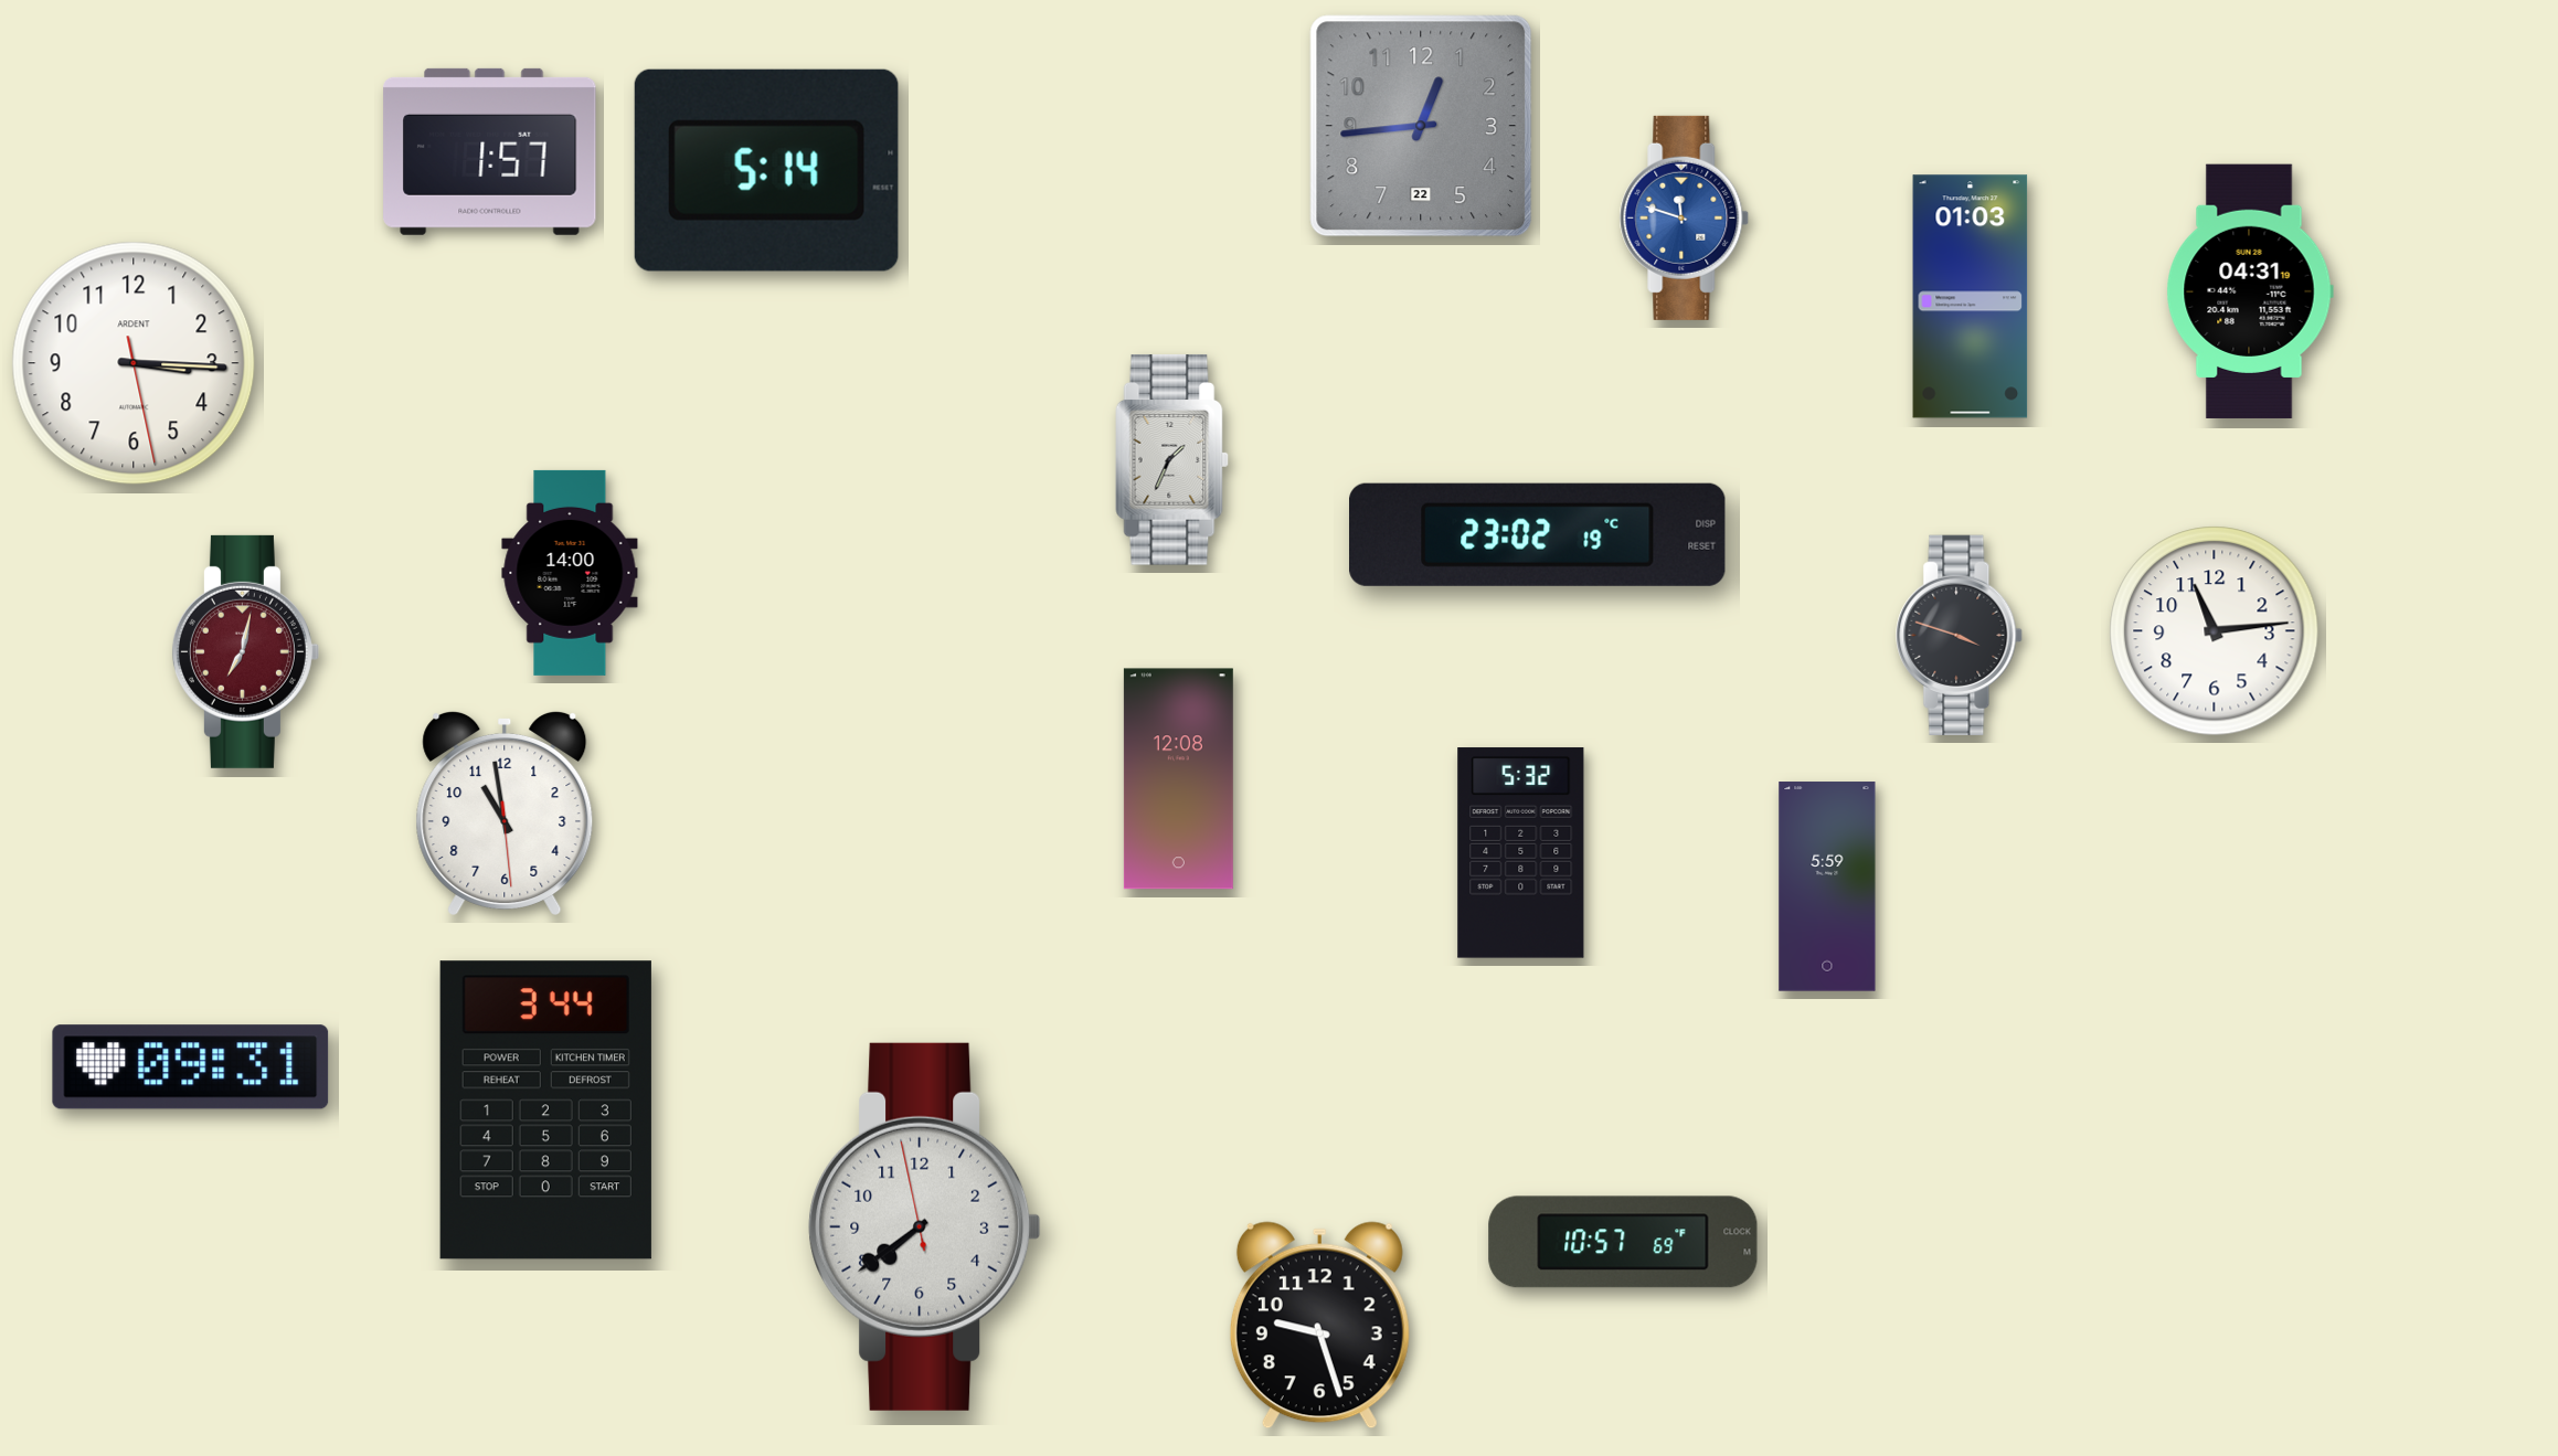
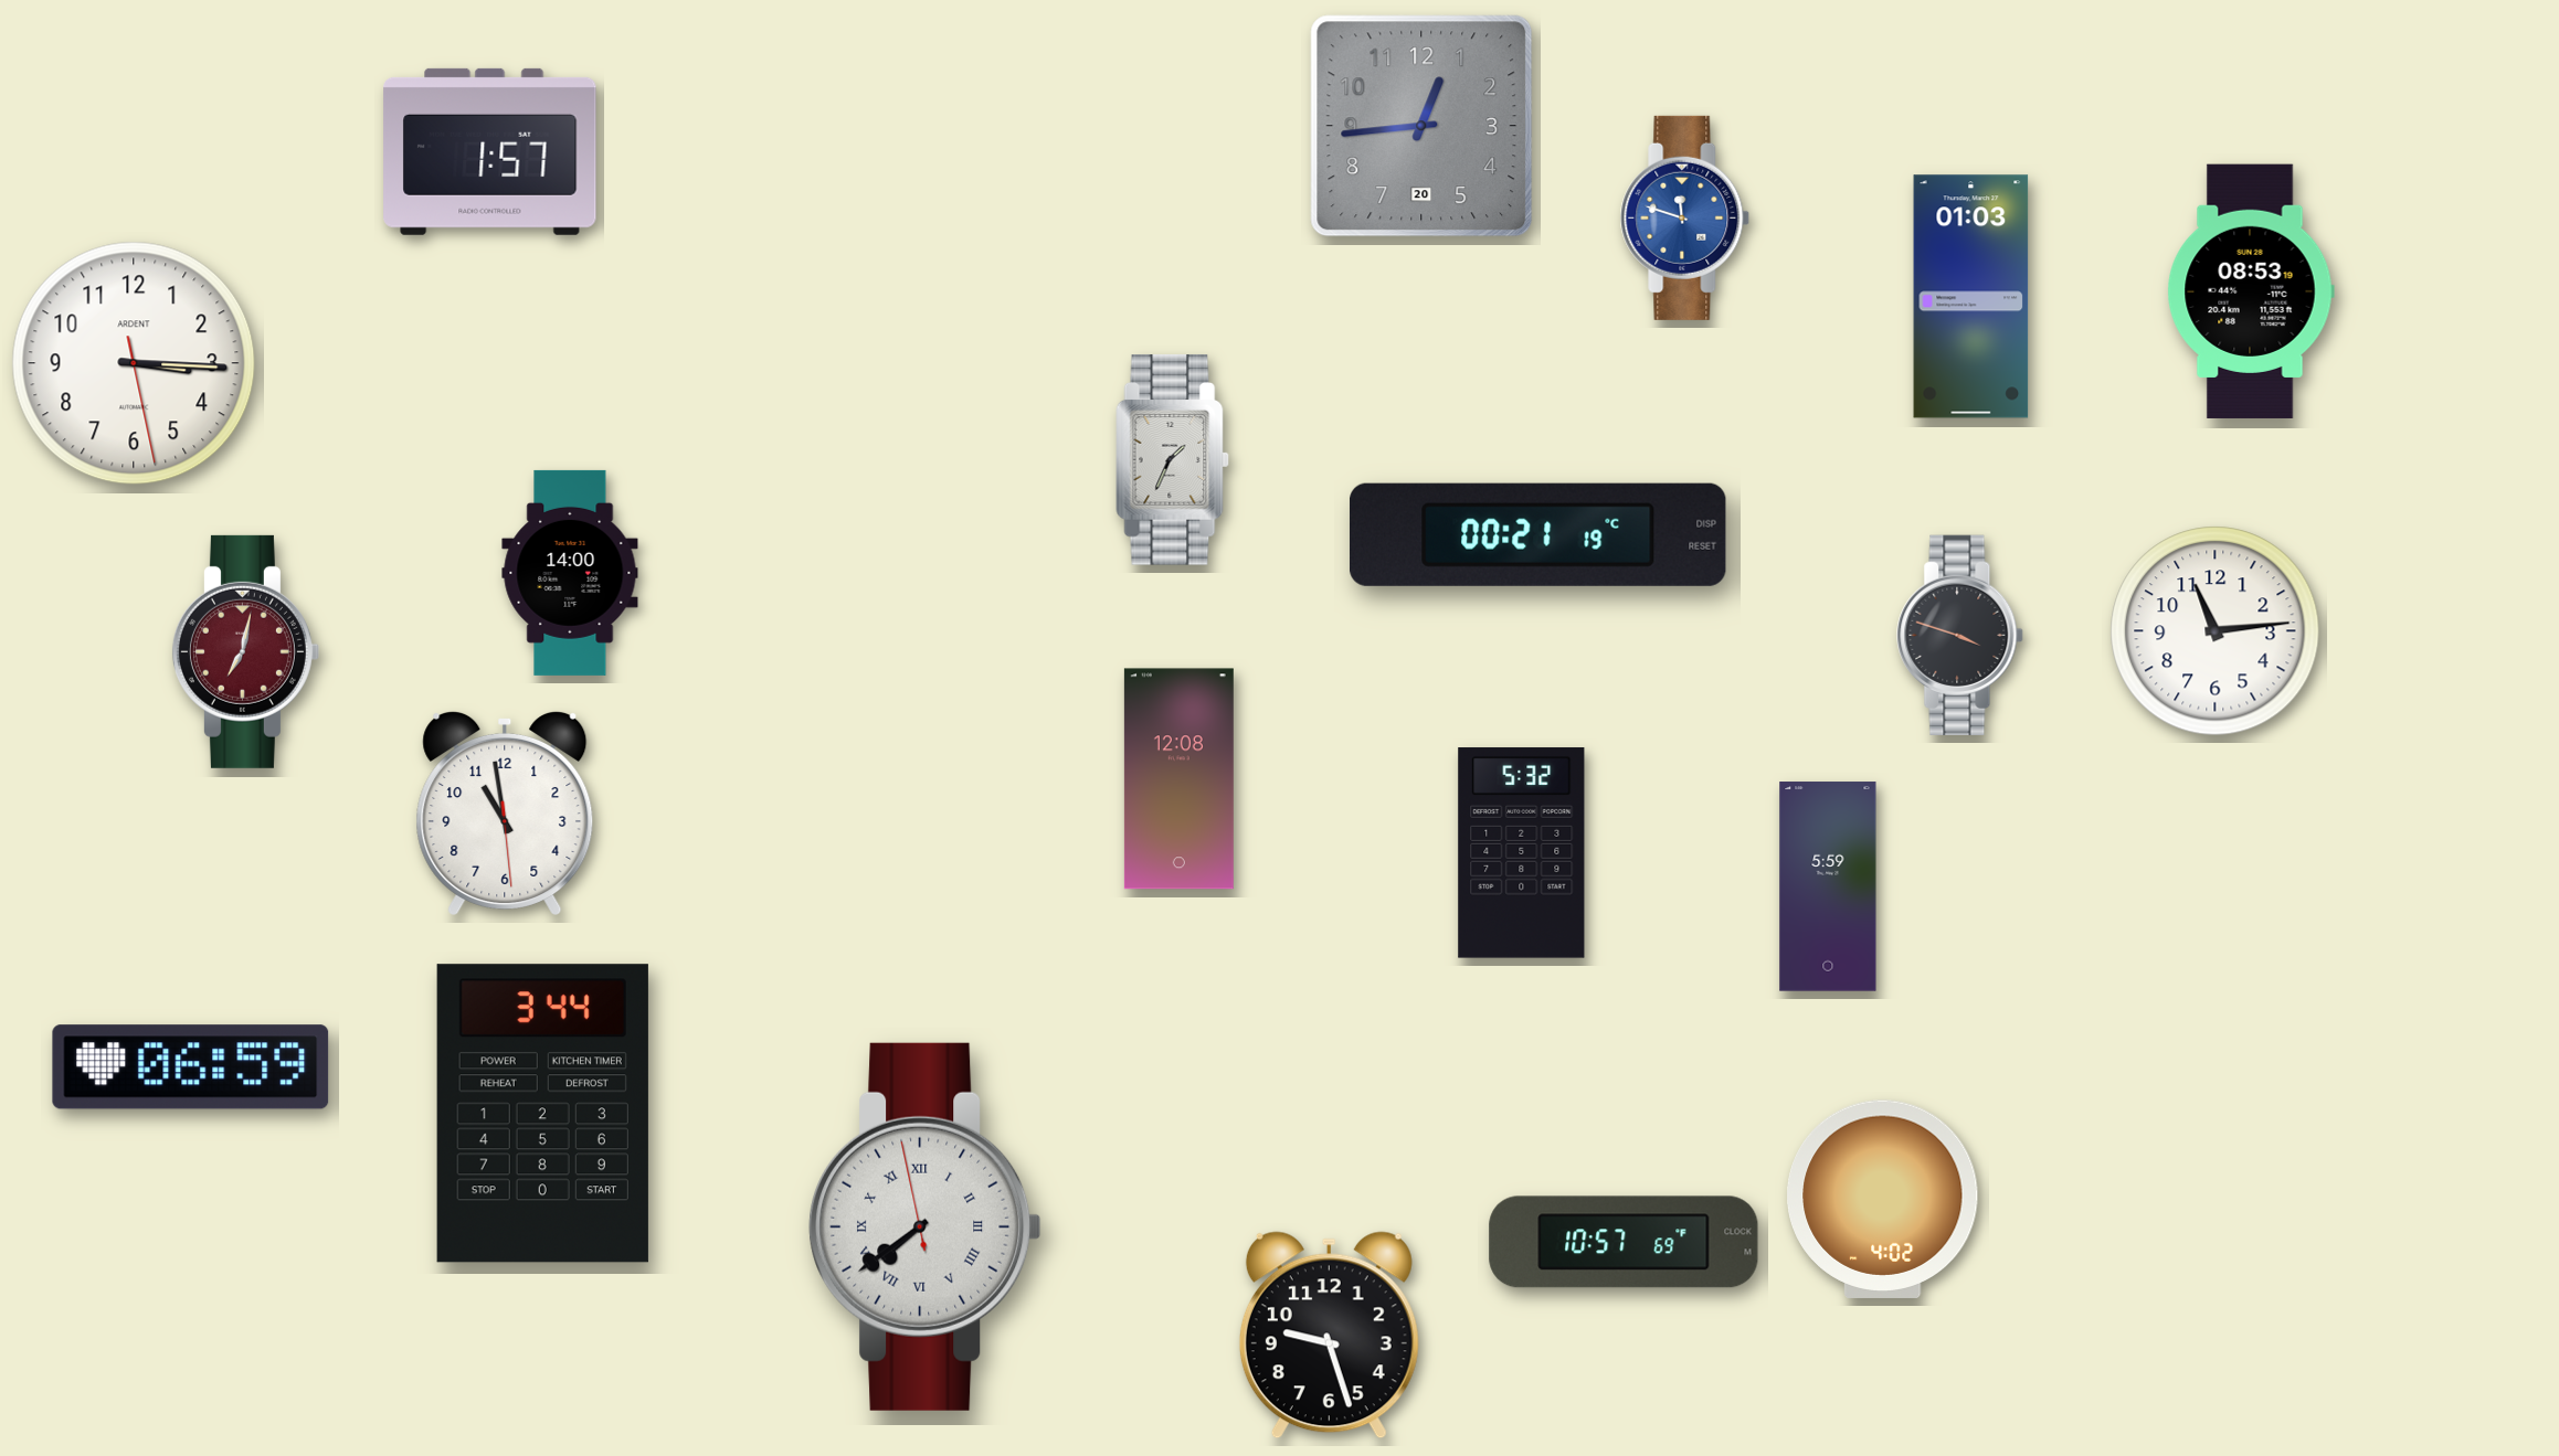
clock at (1421, 126) date: 22 -> 20
clock at (766, 170): 5:14 -> none
clock at (2250, 291): 04:31 -> 08:53
clock at (1538, 534): 23:02 -> 00:21
clock at (191, 1067): 09:31 -> 06:59
clock at (545, 1110) position: (545, 1110) -> (542, 1114)
clock at (1883, 1199): none -> 4:02
clock at (925, 1226) numerals: Arabic -> Roman
clock at (1319, 1326) position: (1319, 1326) -> (1329, 1336)
